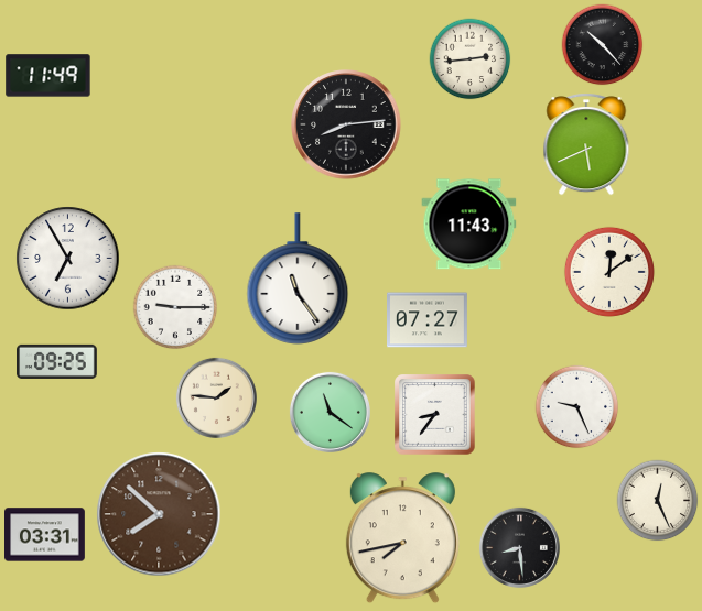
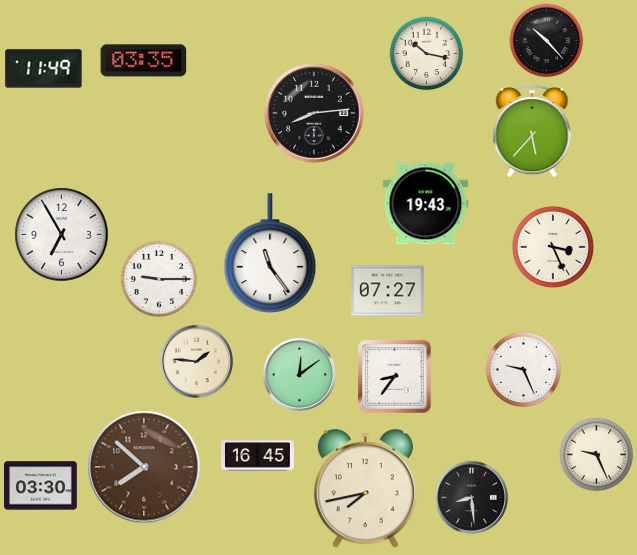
clock at (471, 59): 2:44 -> 10:17
clock at (144, 61): none -> 03:35
clock at (586, 144): 5:41 -> 5:37
clock at (469, 225): 11:43 -> 19:43
clock at (609, 272): 12:09 -> 3:26
clock at (57, 361): 09:25 -> none
clock at (330, 412): 11:21 -> 12:09
clock at (658, 501): 12:26 -> 9:26
clock at (258, 456): none -> 16:45
clock at (45, 535): 03:31 -> 03:30
